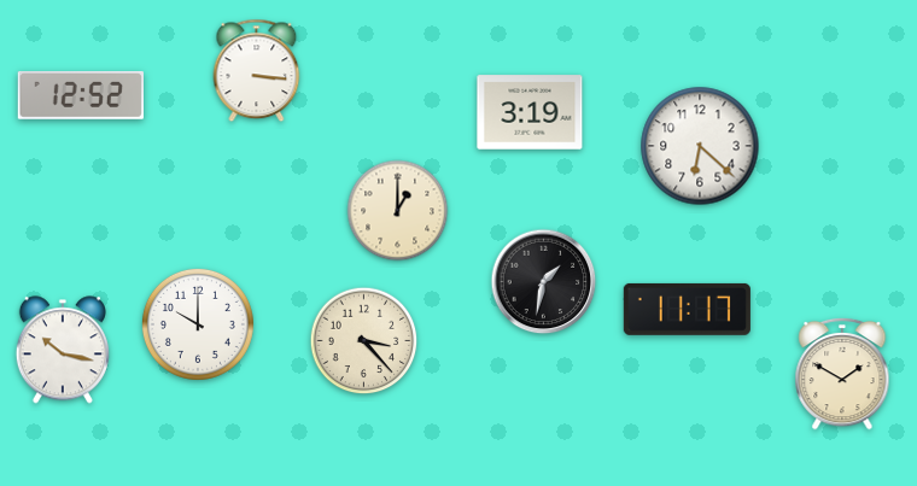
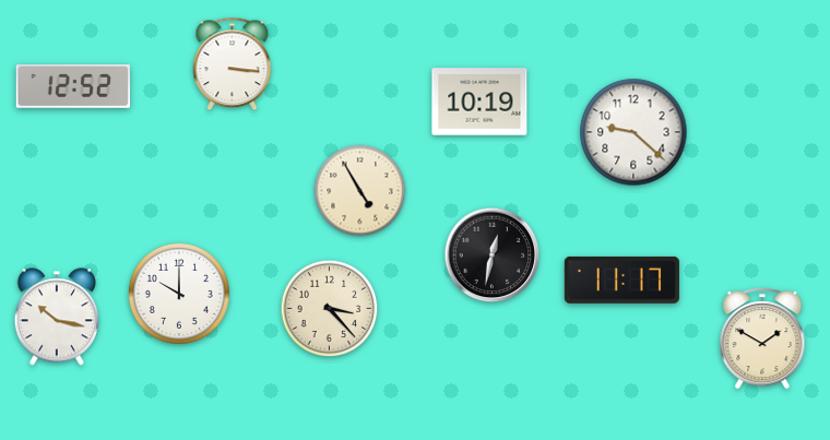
clock at (530, 112): 3:19 -> 10:19
clock at (700, 146): 6:22 -> 9:22
clock at (398, 211): 1:00 -> 4:55
clock at (544, 282): 1:32 -> 12:32
